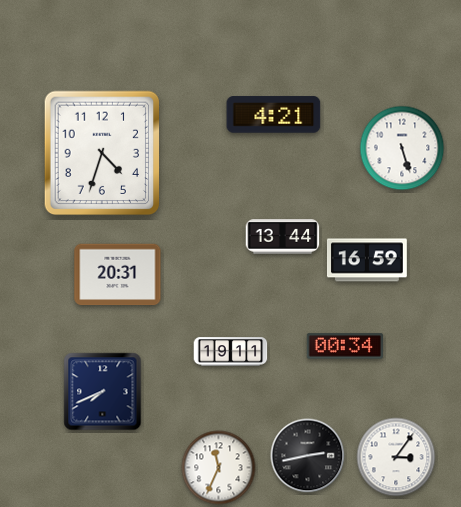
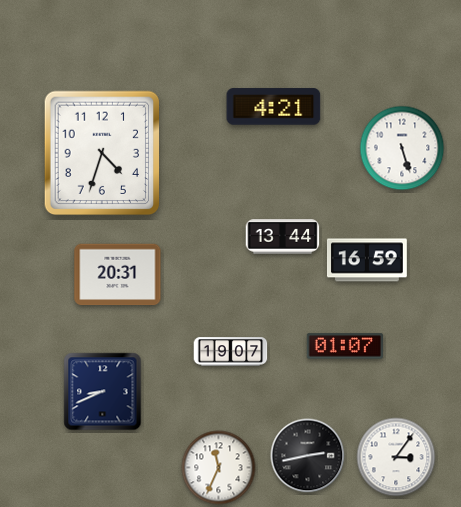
clock at (274, 115) position: (274, 115) -> (274, 107)
clock at (344, 346): 00:34 -> 01:07
clock at (231, 352): 19:11 -> 19:07
clock at (103, 392): 7:41 -> 8:41
